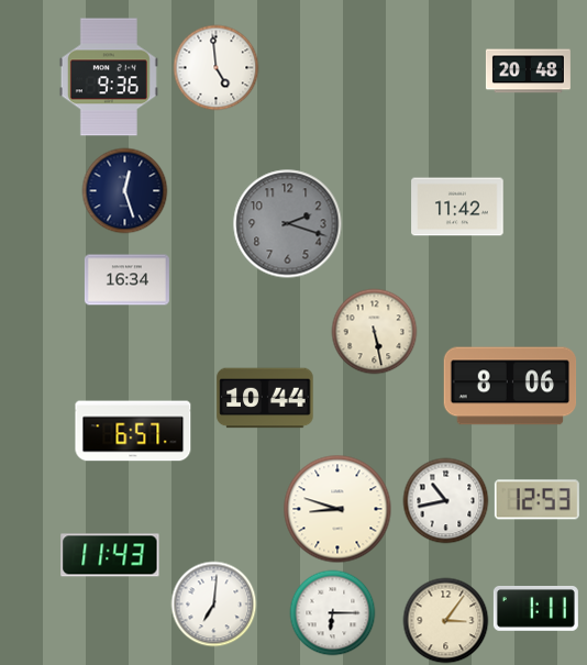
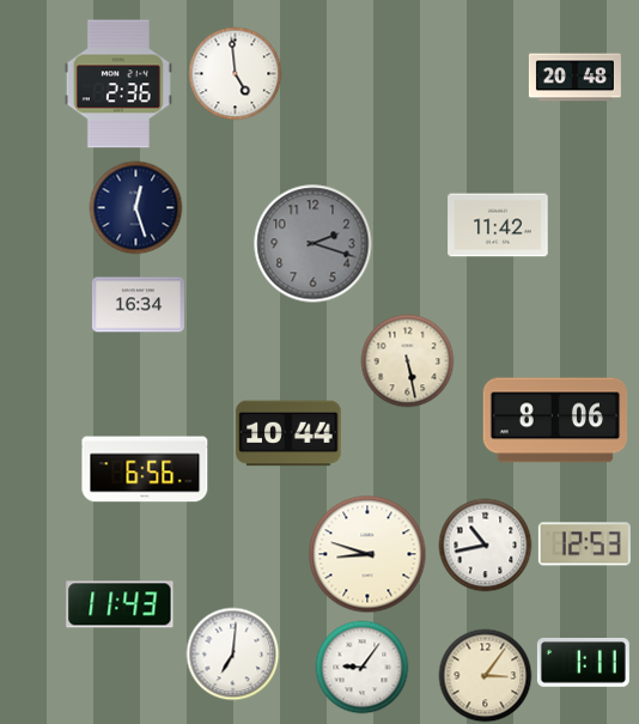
clock at (109, 77): 9:36 -> 2:36
clock at (133, 431): 6:57 -> 6:56
clock at (213, 603) position: (213, 603) -> (232, 653)
clock at (332, 612): 6:15 -> 9:06
